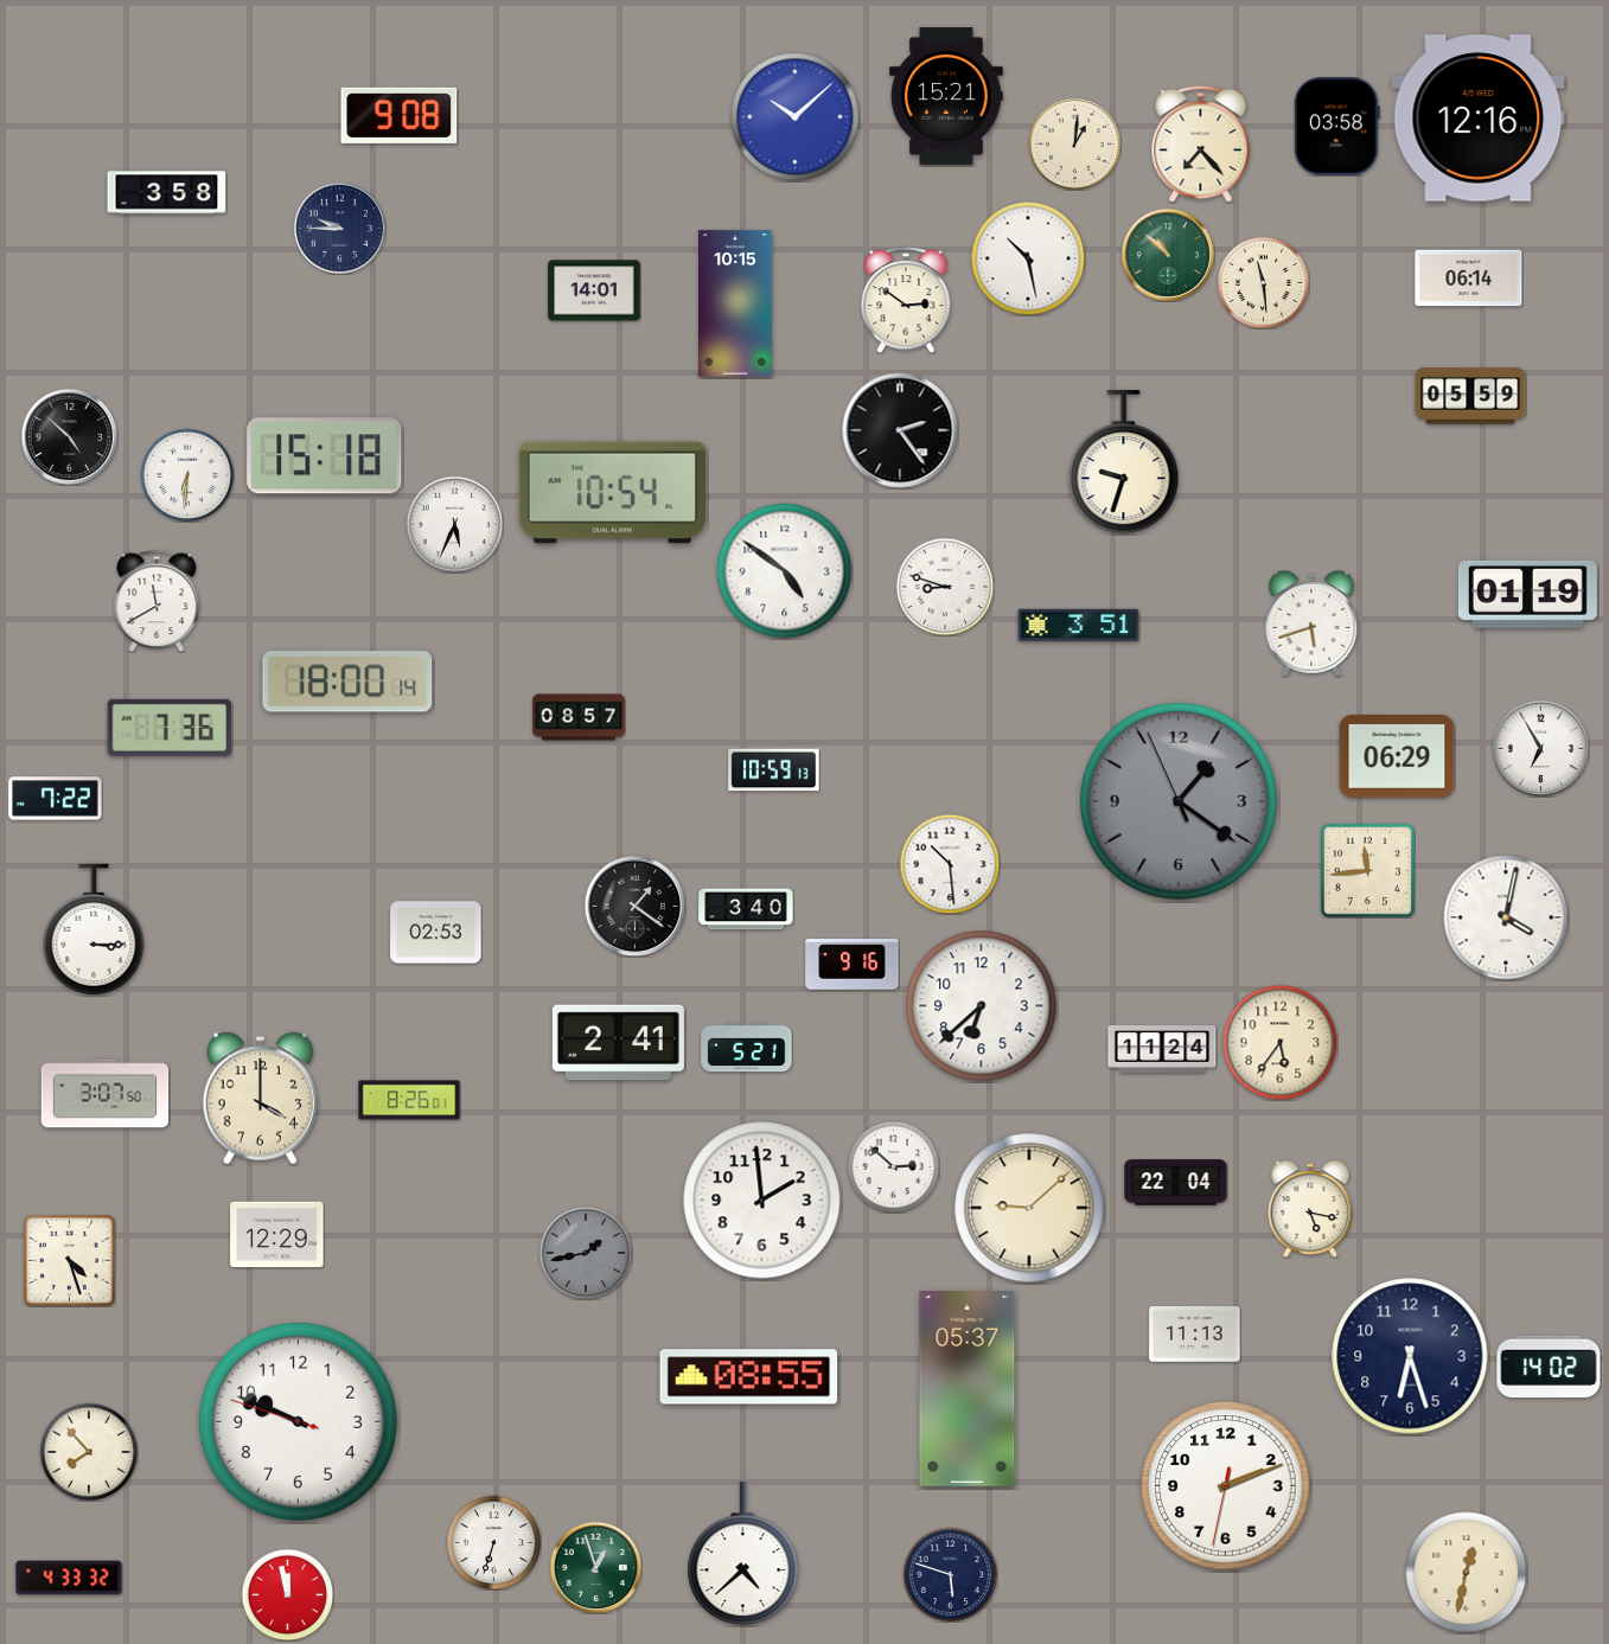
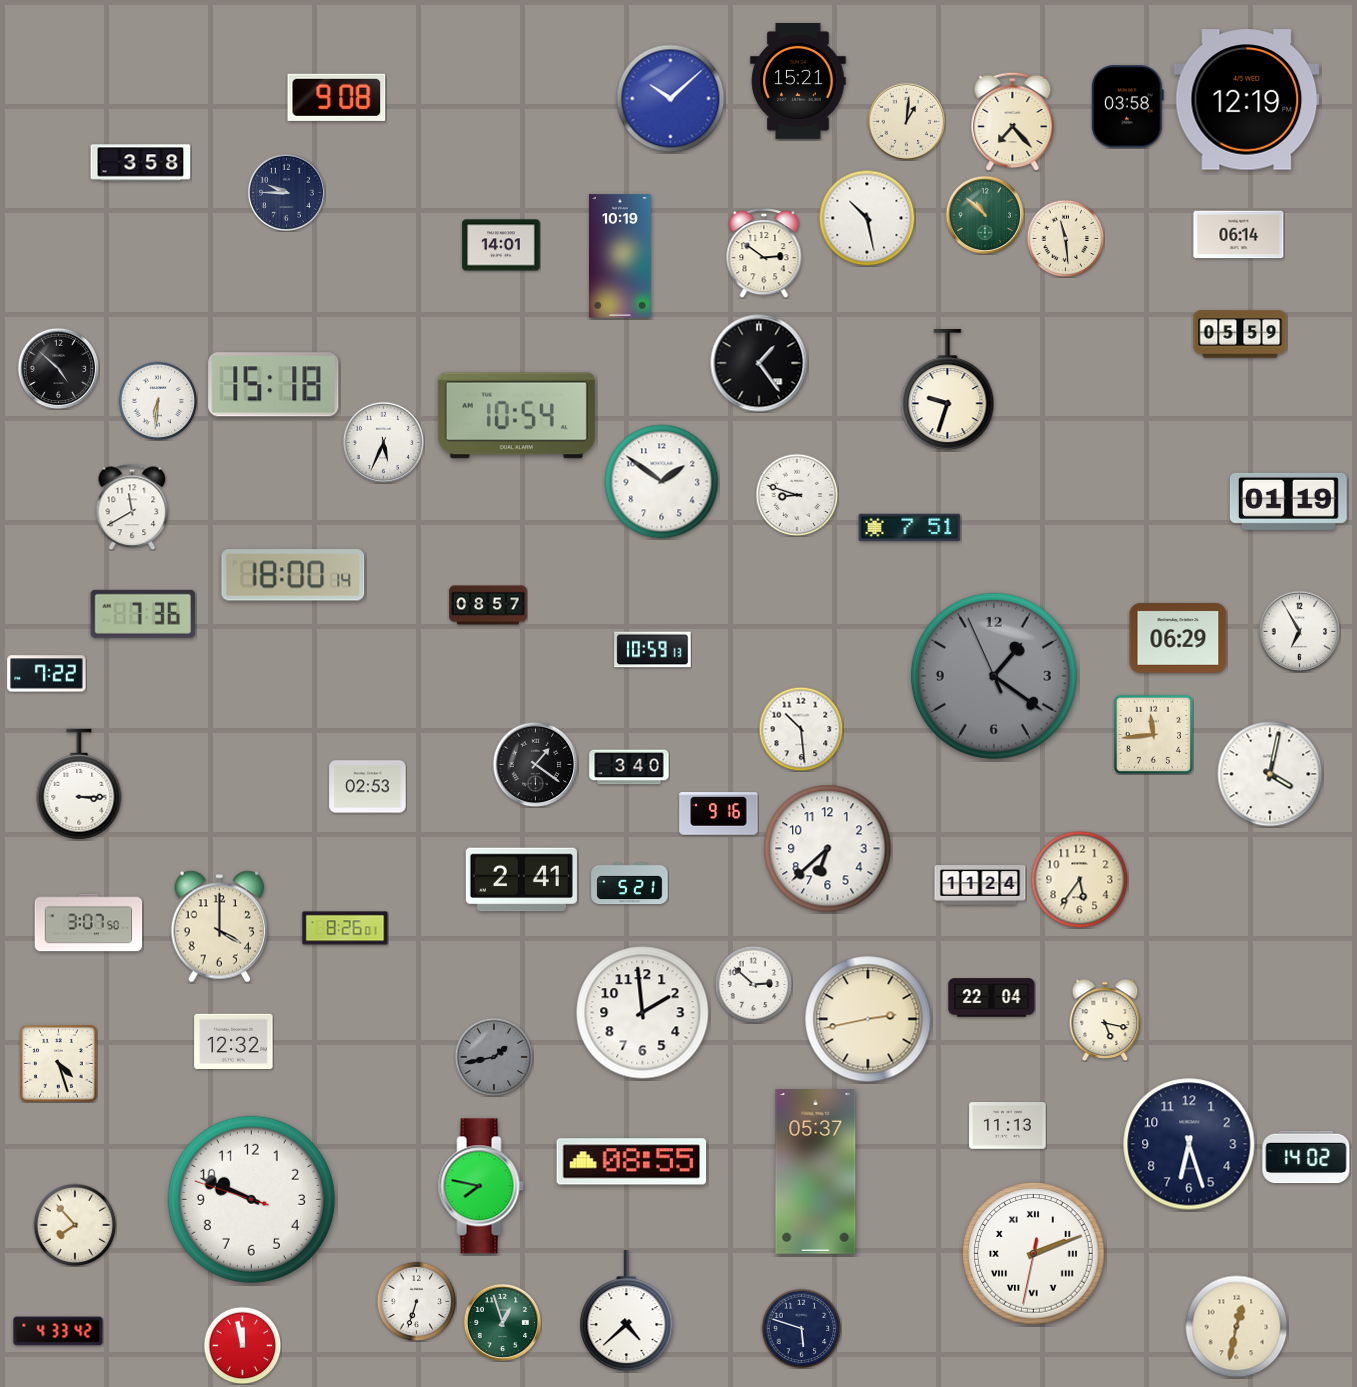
clock at (1479, 119): 12:16 -> 12:19
clock at (736, 303): 10:15 -> 10:19
clock at (900, 430): 2:24 -> 1:24
clock at (785, 571): 4:51 -> 1:51
clock at (1079, 625): 3:51 -> 7:51
clock at (1311, 625): 5:42 -> none
clock at (1029, 1208): 9:08 -> 2:43
clock at (277, 1234): 12:29 -> 12:32
clock at (1549, 1367) position: (1549, 1367) -> (1306, 1157)
clock at (481, 1186): none -> 7:47
clock at (1226, 1486) numerals: Arabic -> Roman
clock at (69, 1578): 4:33:32 -> 4:33:42
